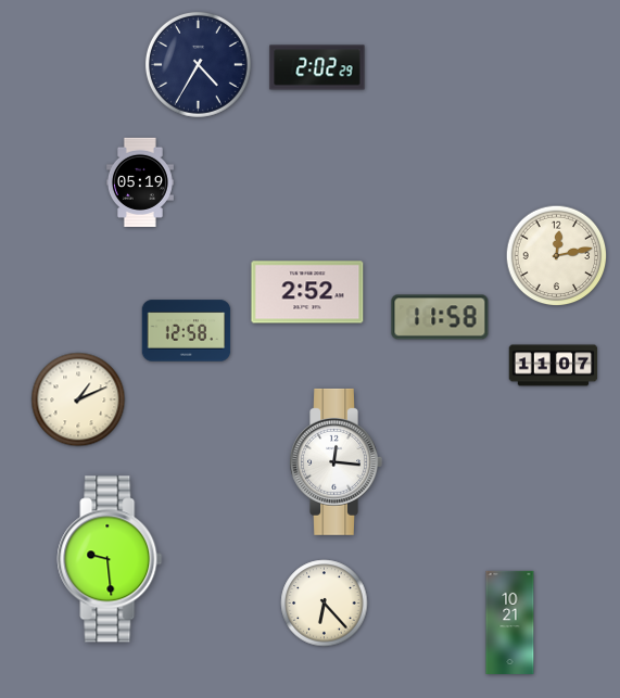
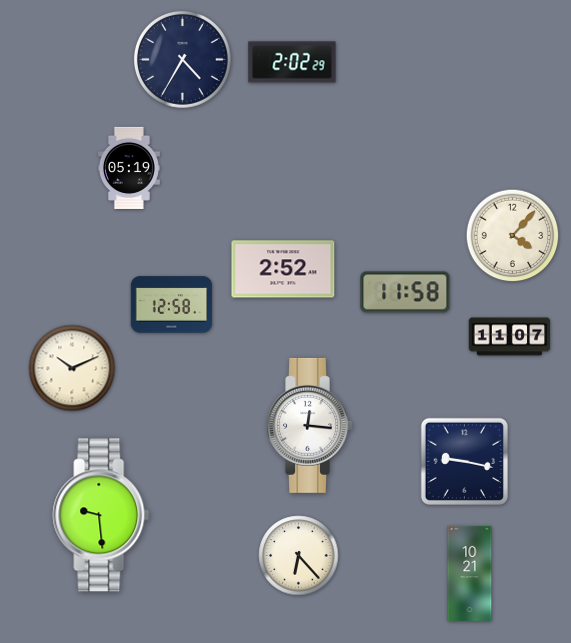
clock at (557, 256): 12:13 -> 4:07
clock at (78, 399): 1:11 -> 10:11
clock at (464, 461): none -> 9:17
